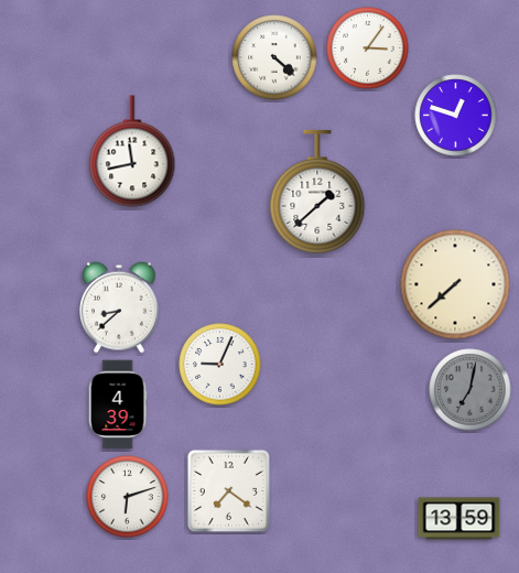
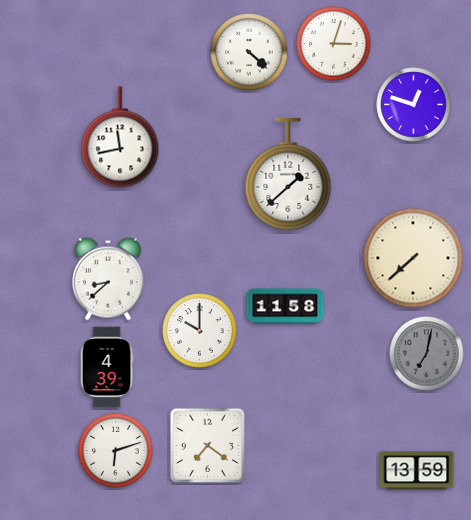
clock at (368, 48): 3:06 -> 3:03
clock at (285, 306): none -> 11:58
clock at (220, 365): 9:04 -> 10:00
